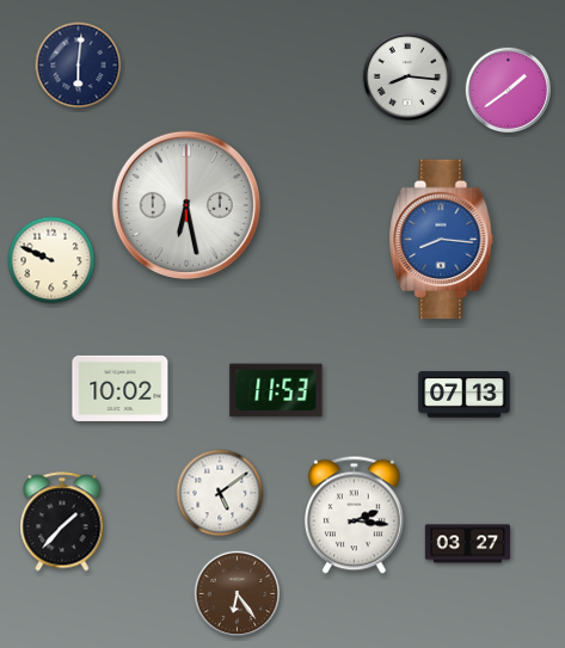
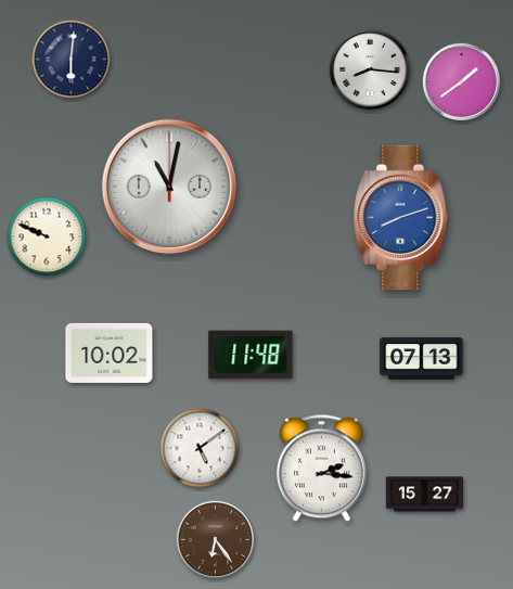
clock at (186, 205): 6:28 -> 11:02
clock at (442, 240): 8:16 -> 8:12
clock at (276, 390): 11:53 -> 11:48
clock at (62, 522): 1:37 -> none
clock at (468, 544): 03:27 -> 15:27
